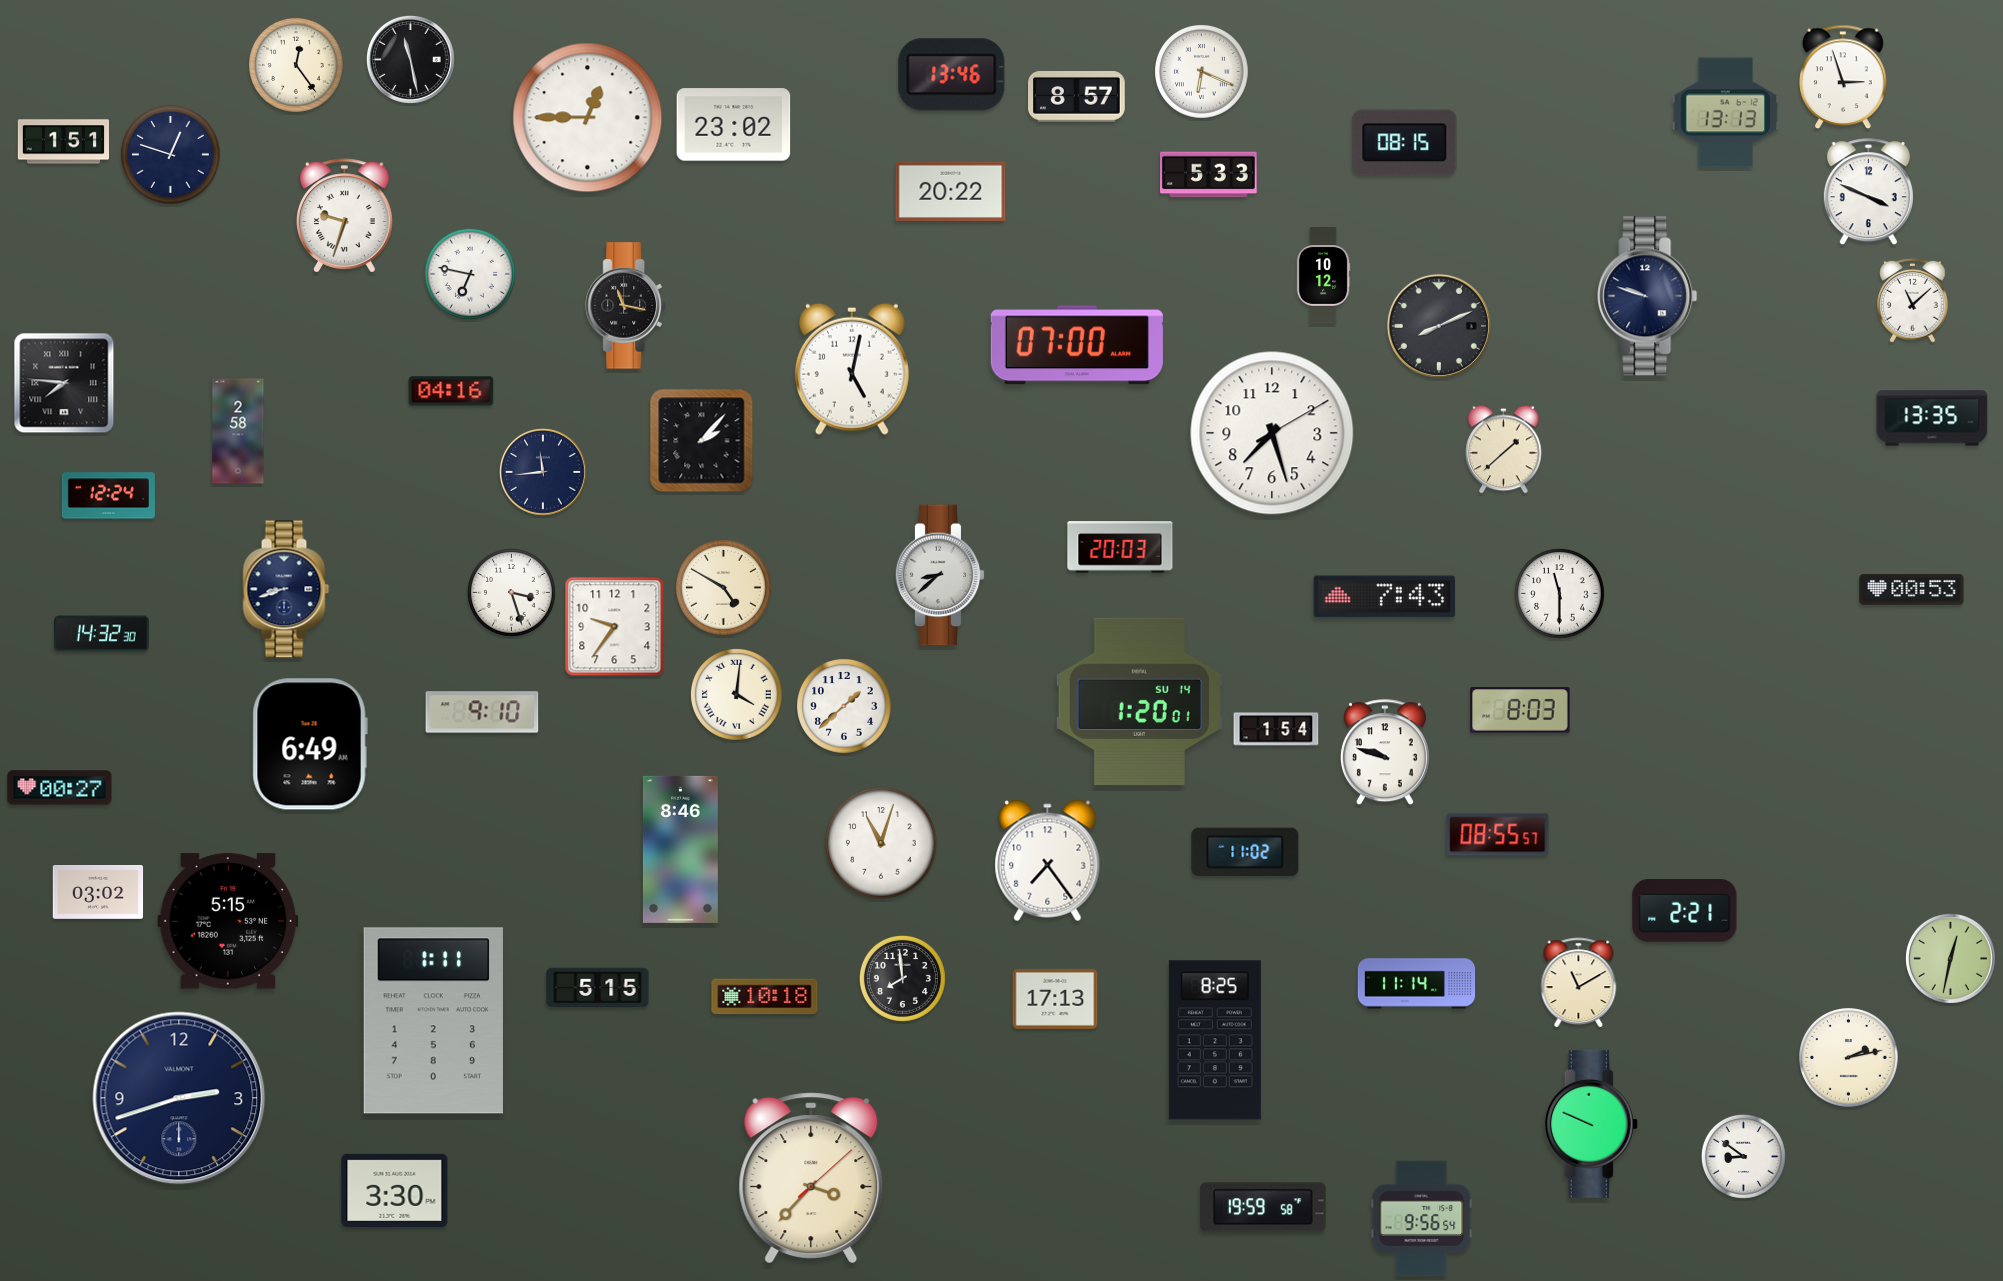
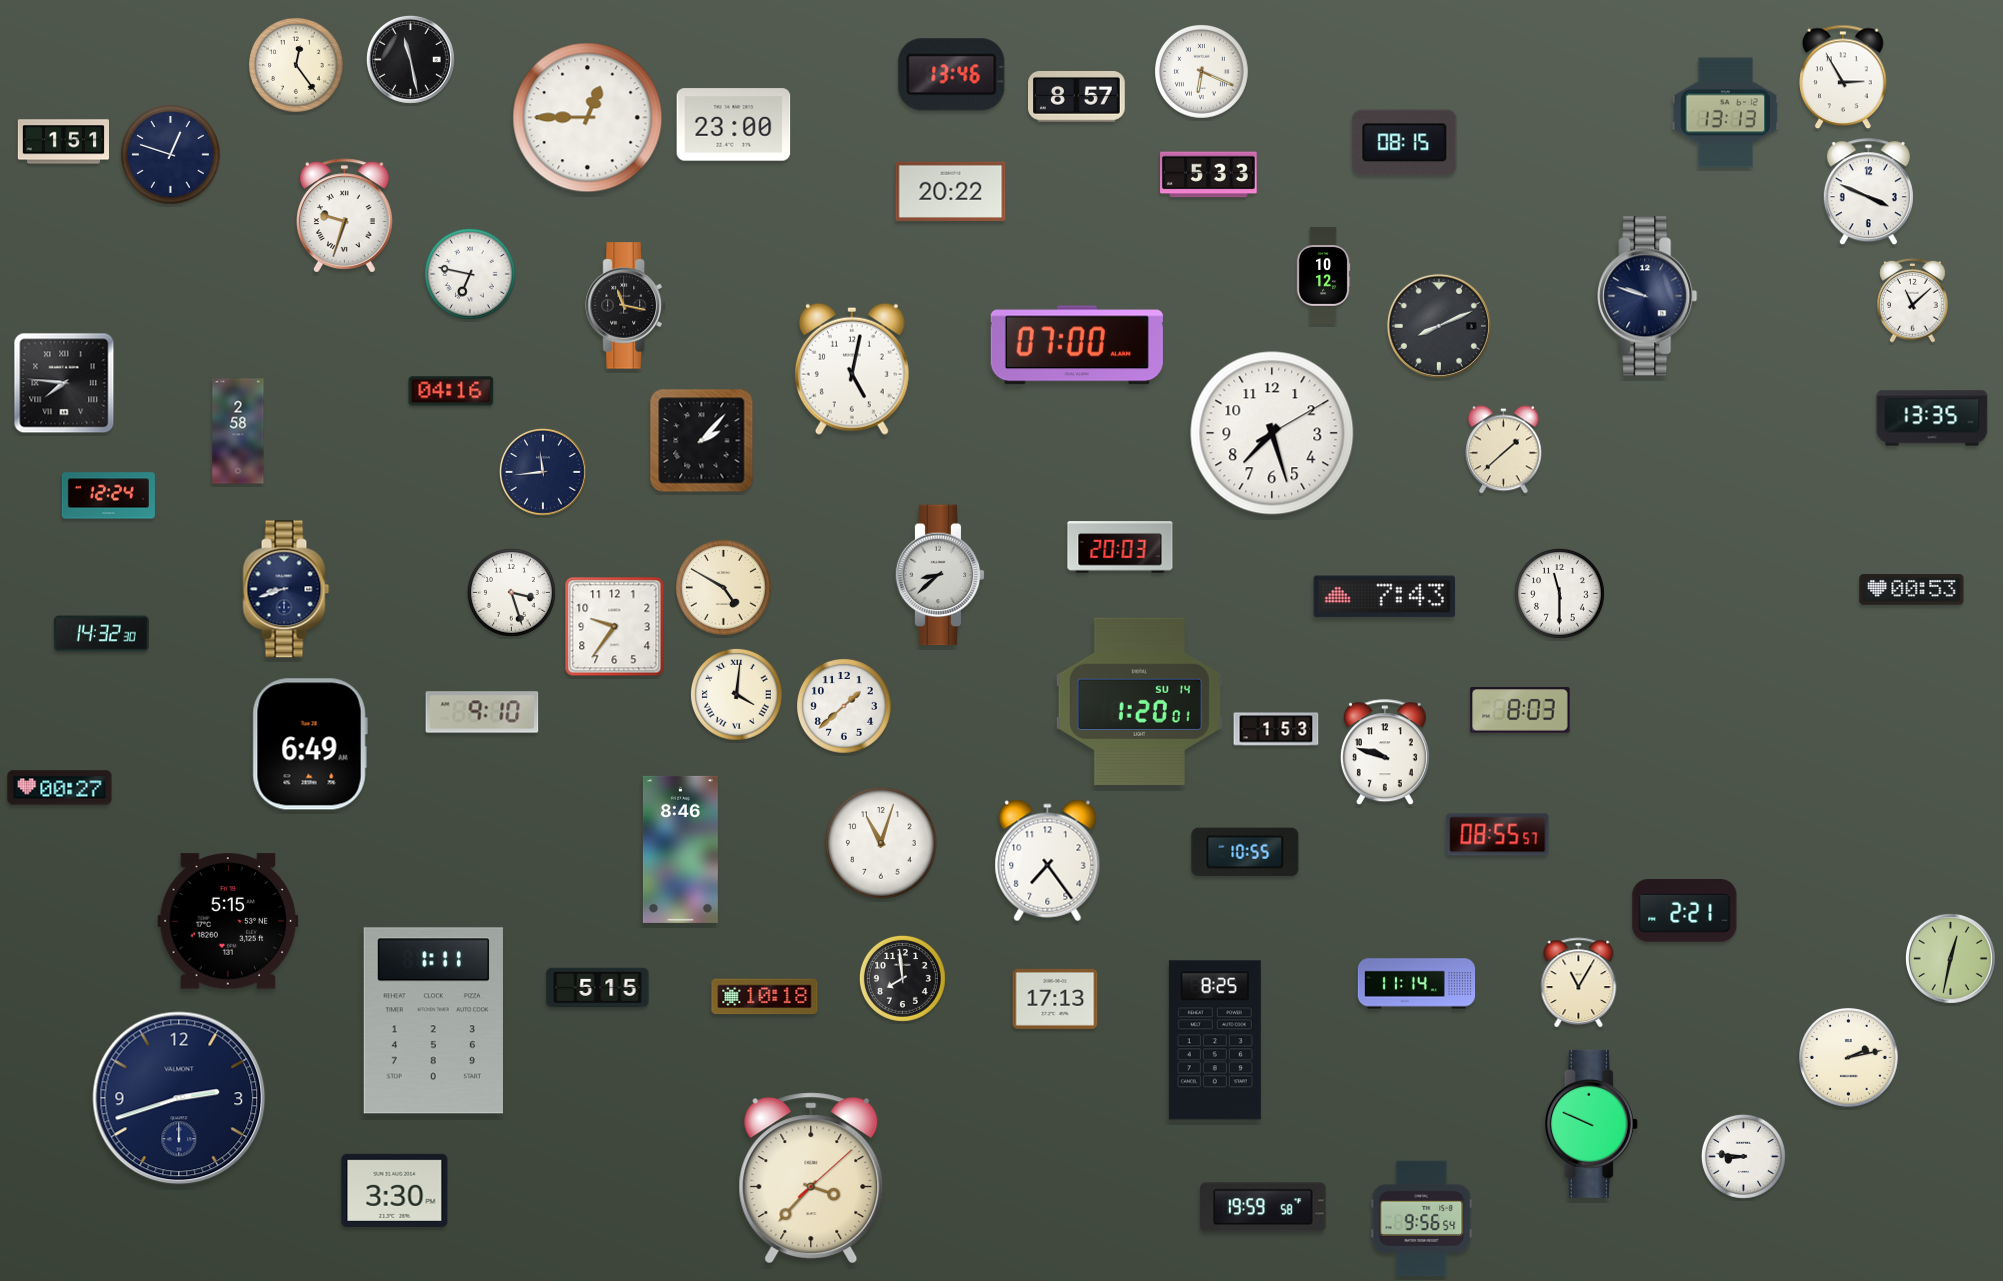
clock at (1843, 77): 2:57 -> 2:55
clock at (734, 125): 23:02 -> 23:00
clock at (1276, 729): 1:54 -> 1:53
clock at (1245, 852): 11:02 -> 10:55
clock at (98, 893): 03:02 -> none
clock at (1579, 983): 11:10 -> 11:05
clock at (1743, 1156): 8:51 -> 8:46
